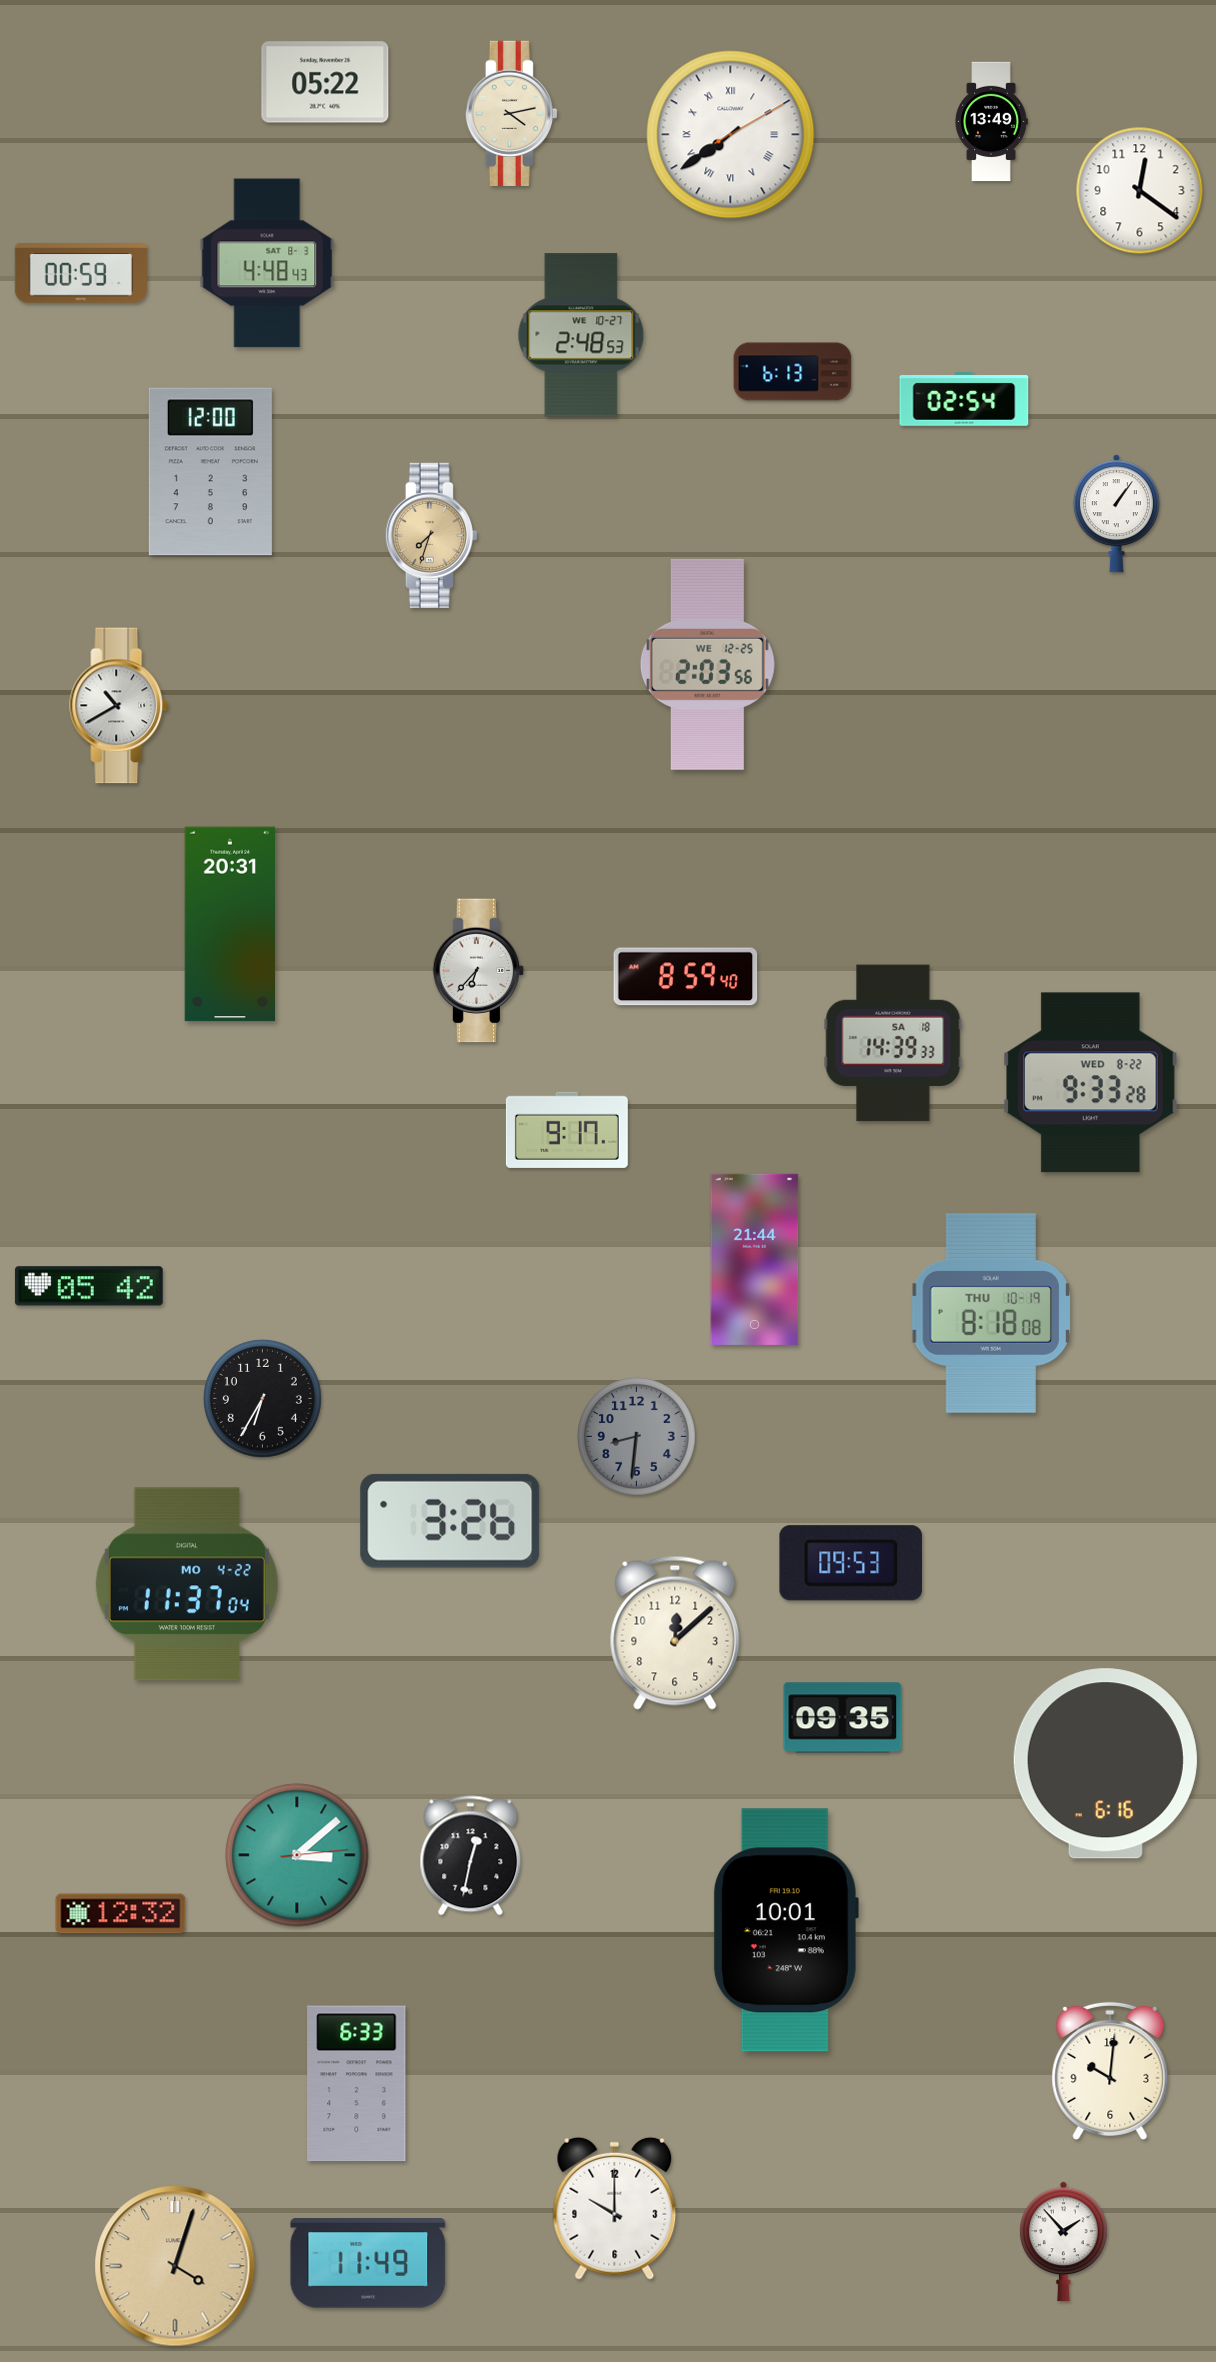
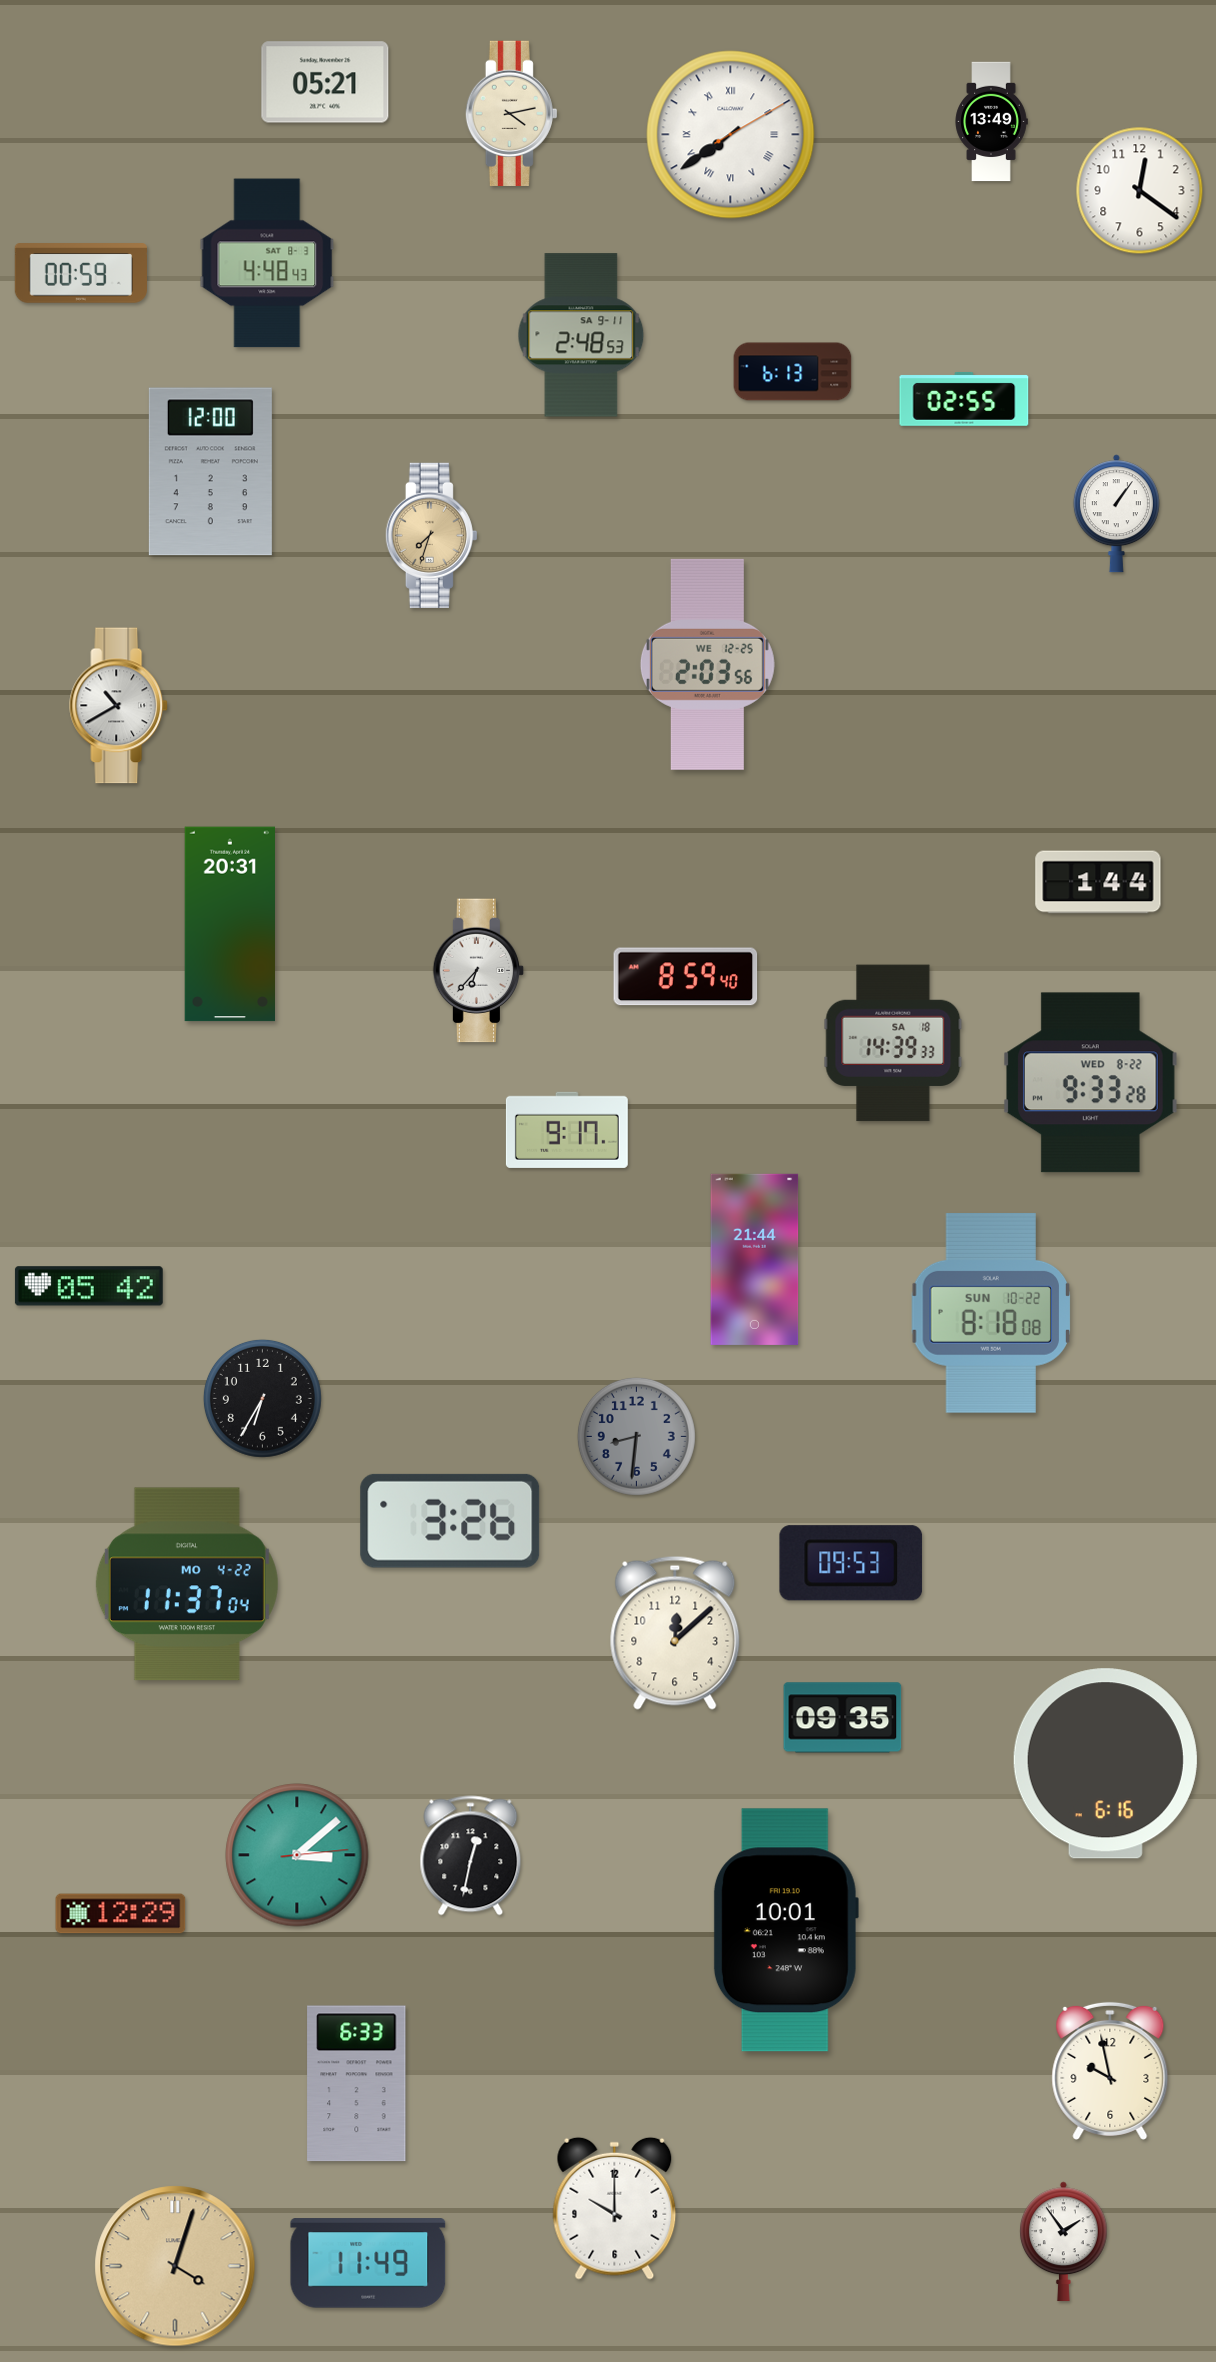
clock at (325, 82): 05:22 -> 05:21
clock at (581, 335) date: WE 10-27 -> SA 9-11
clock at (964, 399): 02:54 -> 02:55
clock at (1098, 882): none -> 1:44
clock at (990, 1313) date: THU 10-19 -> SUN 10-22
clock at (121, 1914): 12:32 -> 12:29
clock at (1110, 2071): 10:01 -> 9:58
clock at (1064, 2241): 1:53 -> 1:54
